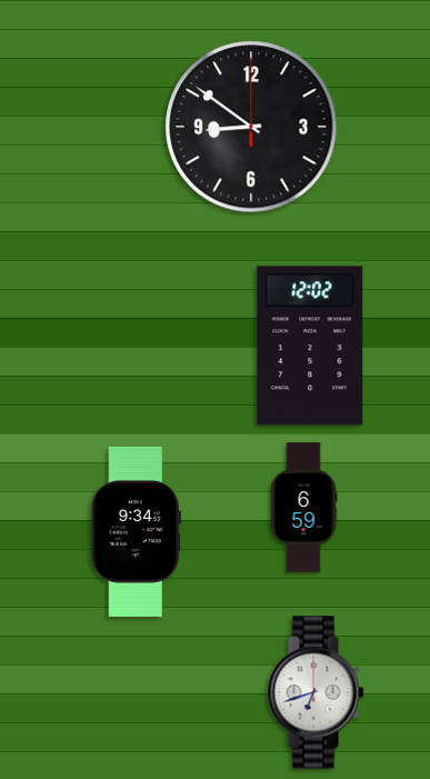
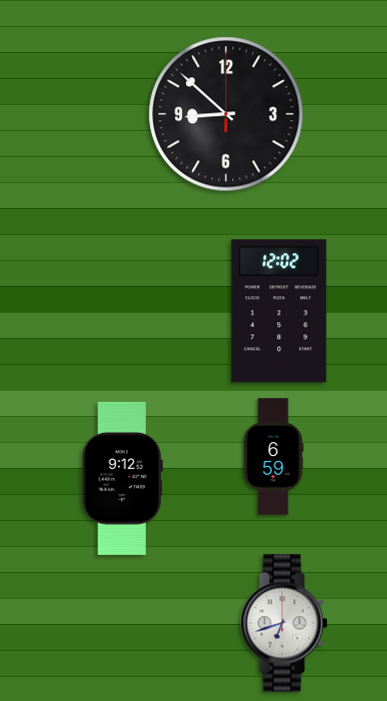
clock at (251, 127): 8:51 -> 8:52
clock at (136, 531): 9:34 -> 9:12
